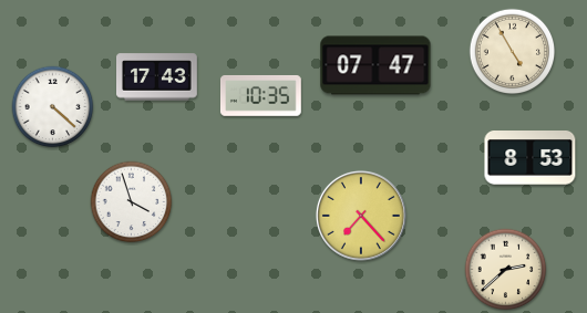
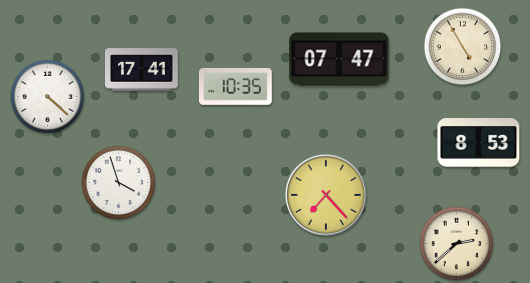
clock at (157, 77): 17:43 -> 17:41
